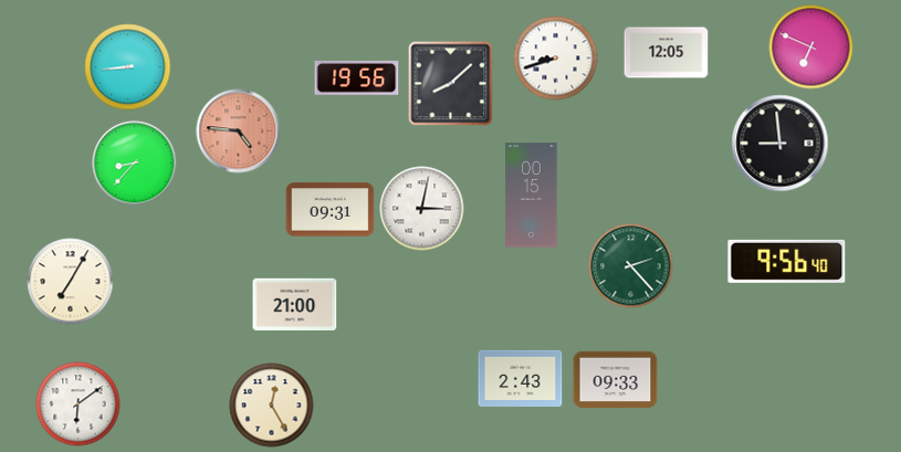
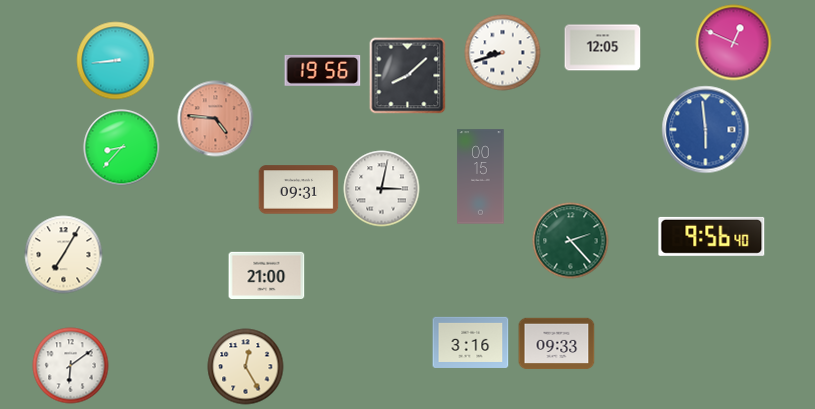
clock at (811, 48): 6:49 -> 12:49
clock at (780, 144): 8:59 -> 5:59
clock at (780, 144) dial: black -> blue
clock at (521, 378): 2:43 -> 3:16
